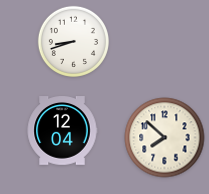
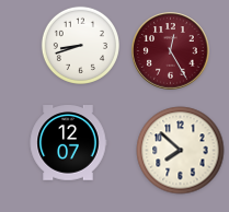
clock at (171, 51): none -> 12:25
clock at (62, 131): 12:04 -> 12:07
